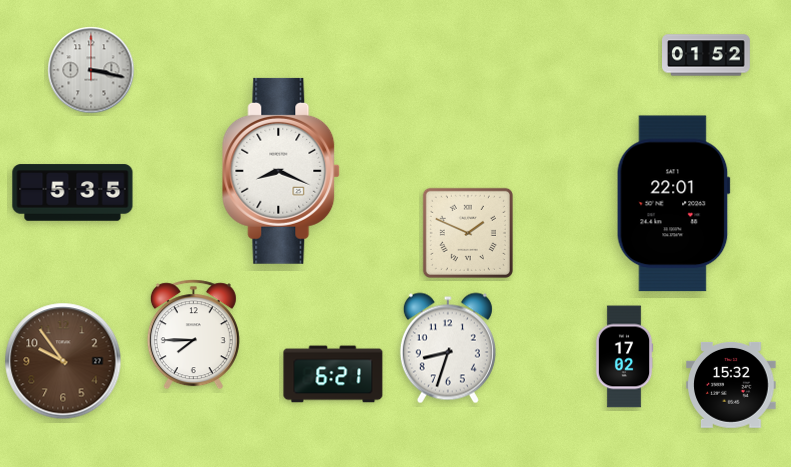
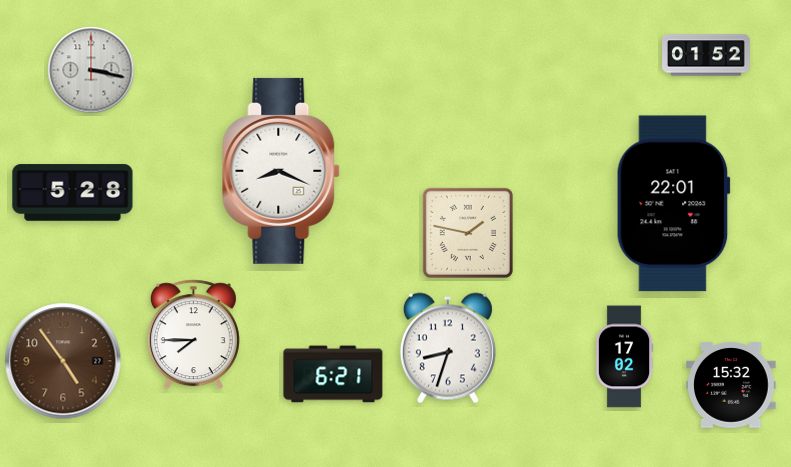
clock at (73, 193): 5:35 -> 5:28
clock at (468, 233): 1:49 -> 1:47
clock at (63, 361): 9:54 -> 4:54
